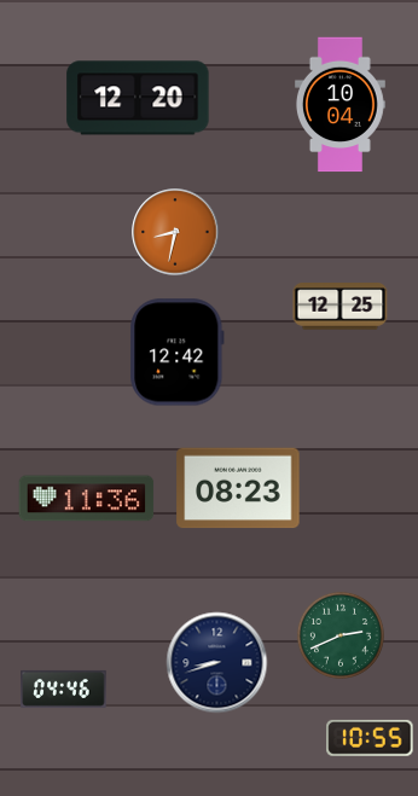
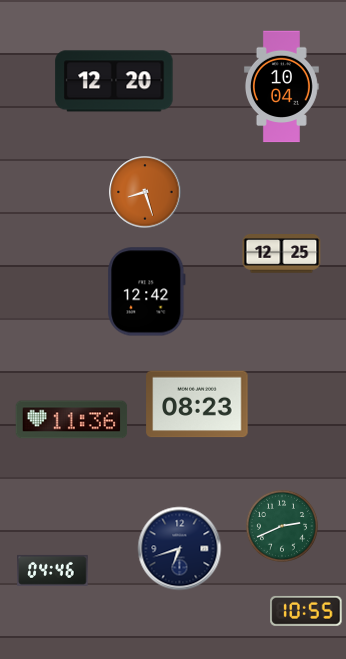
clock at (175, 232): 8:32 -> 8:27
clock at (87, 499) position: (87, 499) -> (72, 420)
clock at (217, 663): 8:42 -> 6:42
